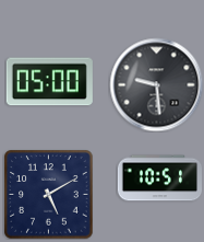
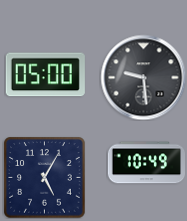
clock at (159, 178): 10:51 -> 10:49
clock at (48, 194): 5:10 -> 5:05
